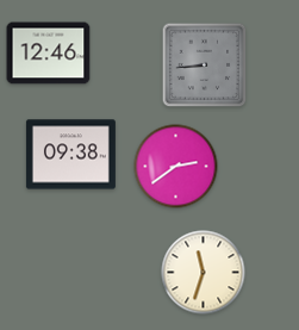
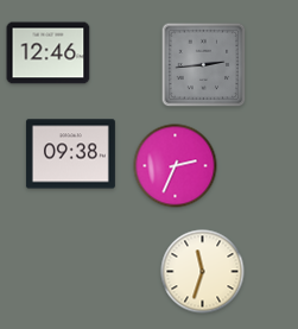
clock at (205, 66): 8:44 -> 2:44
clock at (176, 167): 2:39 -> 2:34
